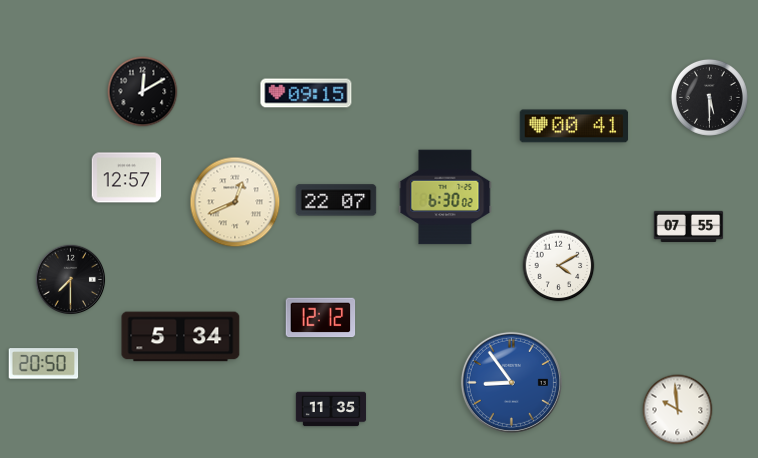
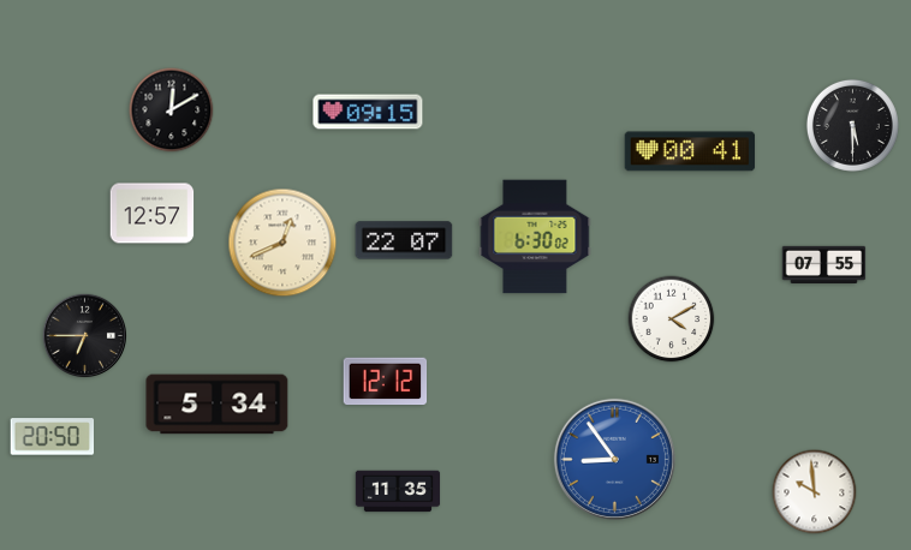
clock at (709, 97) position: (709, 97) -> (852, 125)
clock at (689, 226) position: (689, 226) -> (824, 264)
clock at (70, 279): 7:30 -> 6:45
